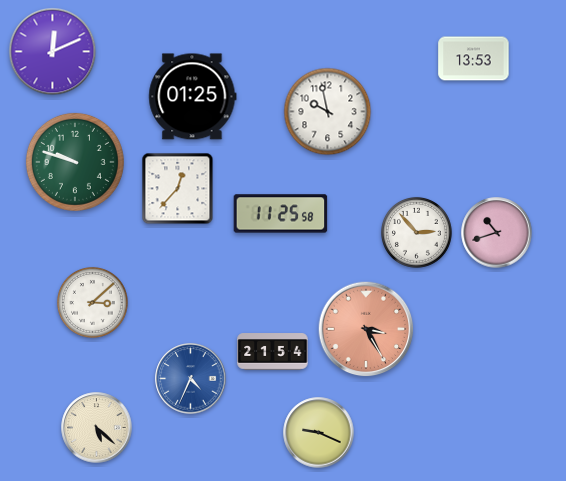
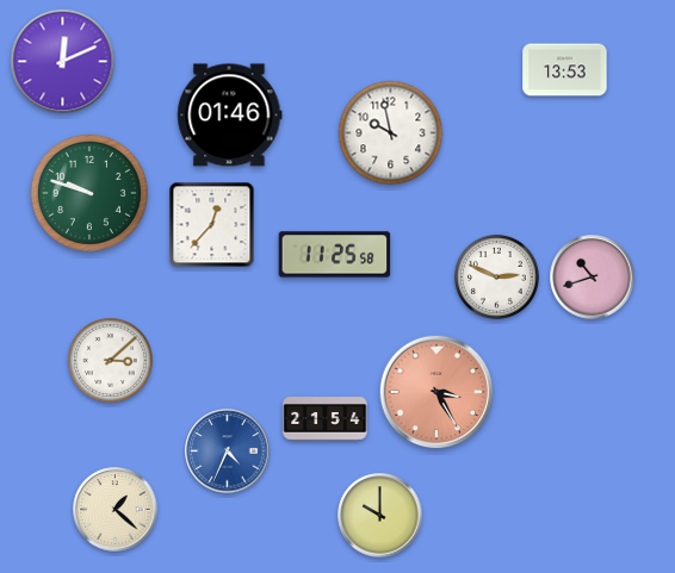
clock at (193, 97): 01:25 -> 01:46
clock at (416, 232): 2:53 -> 2:49
clock at (97, 428): 5:22 -> 1:22
clock at (319, 433): 9:19 -> 10:00
